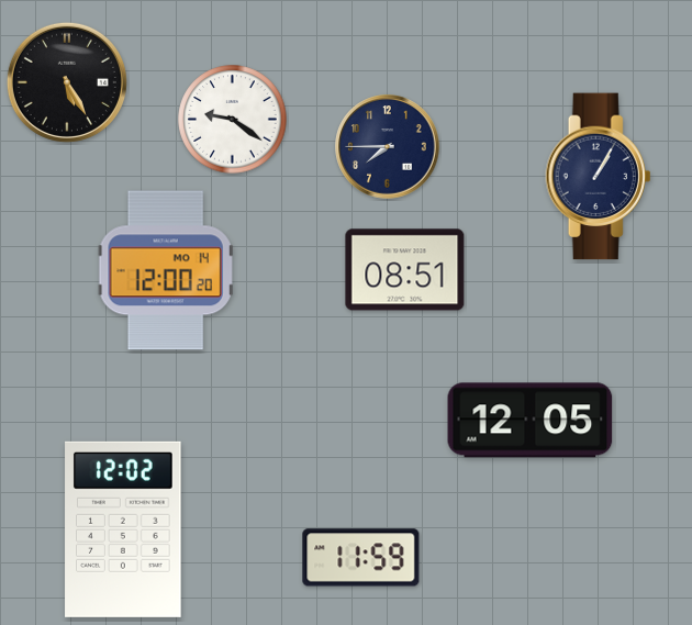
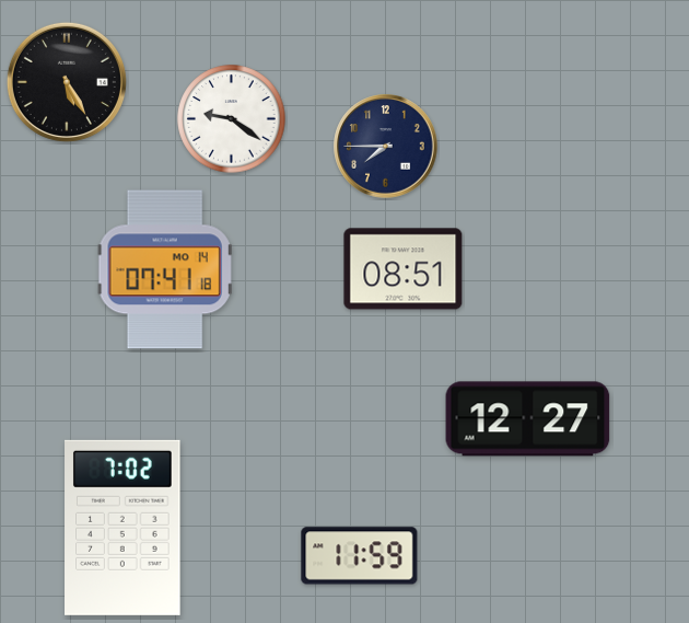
clock at (599, 177): 1:05 -> none
clock at (166, 270): 12:00 -> 07:41
clock at (531, 421): 12:05 -> 12:27
clock at (123, 529): 12:02 -> 7:02
